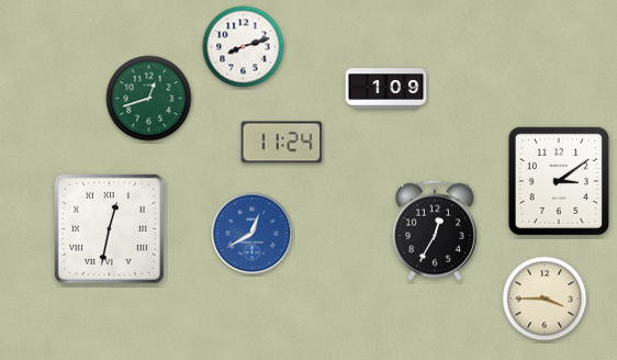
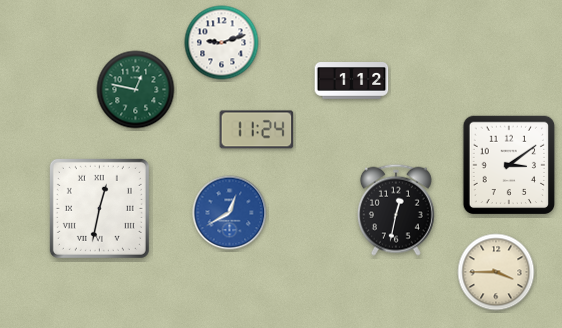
clock at (244, 47): 8:12 -> 9:12
clock at (386, 89): 1:09 -> 1:12
clock at (149, 99): 12:42 -> 12:47
clock at (435, 230): 12:35 -> 12:32
